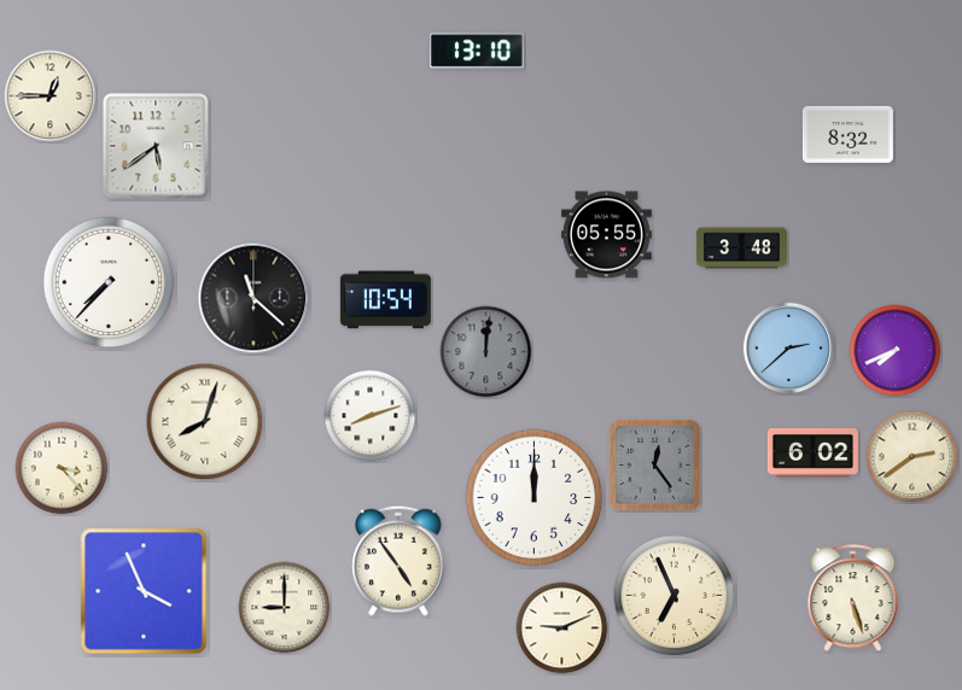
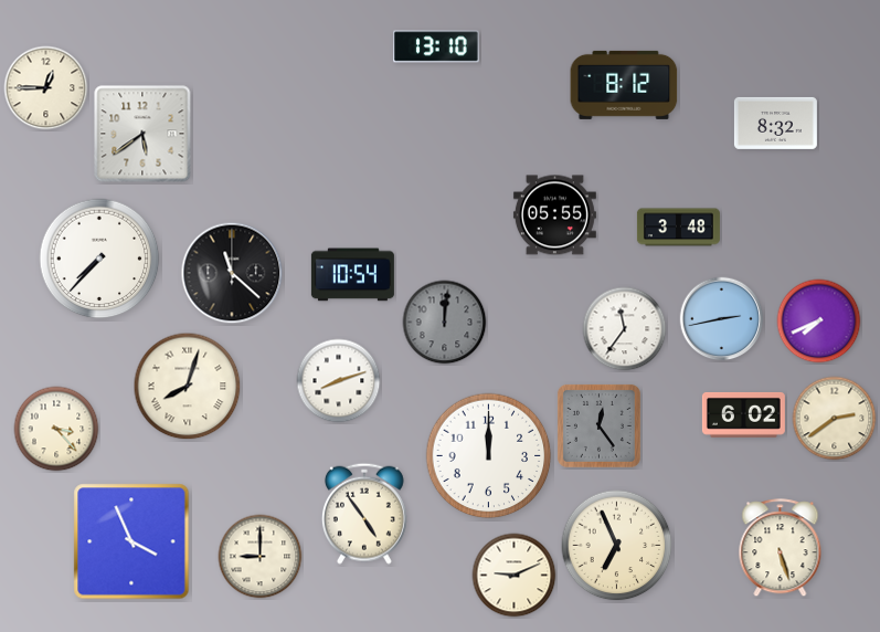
clock at (624, 85): none -> 8:12
clock at (789, 349): 2:38 -> 2:43
clock at (625, 329): none -> 11:36
